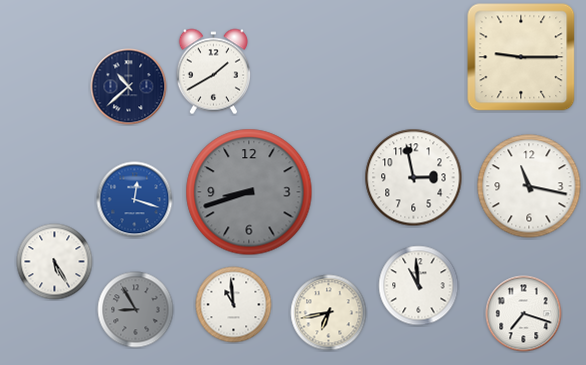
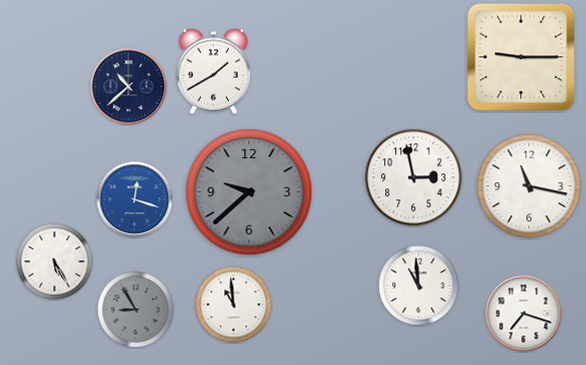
clock at (249, 192): 8:42 -> 9:38
clock at (329, 313): 6:43 -> none
